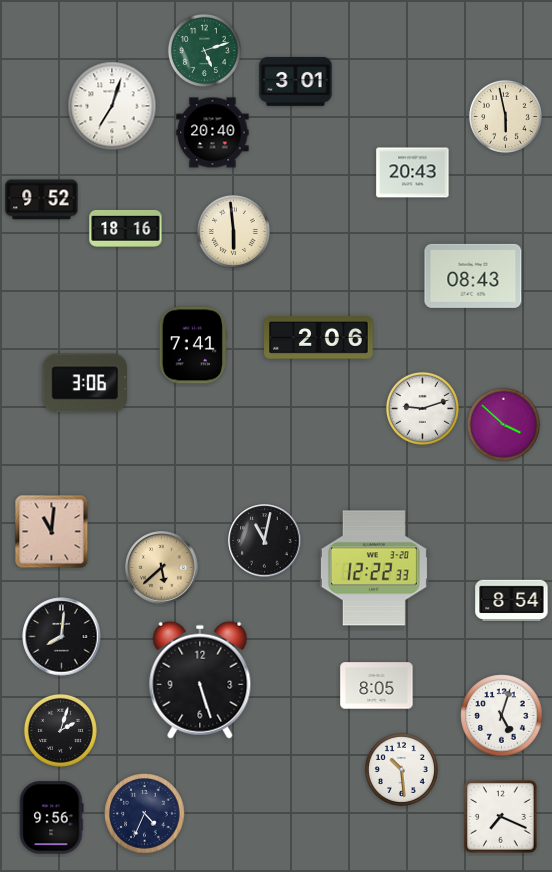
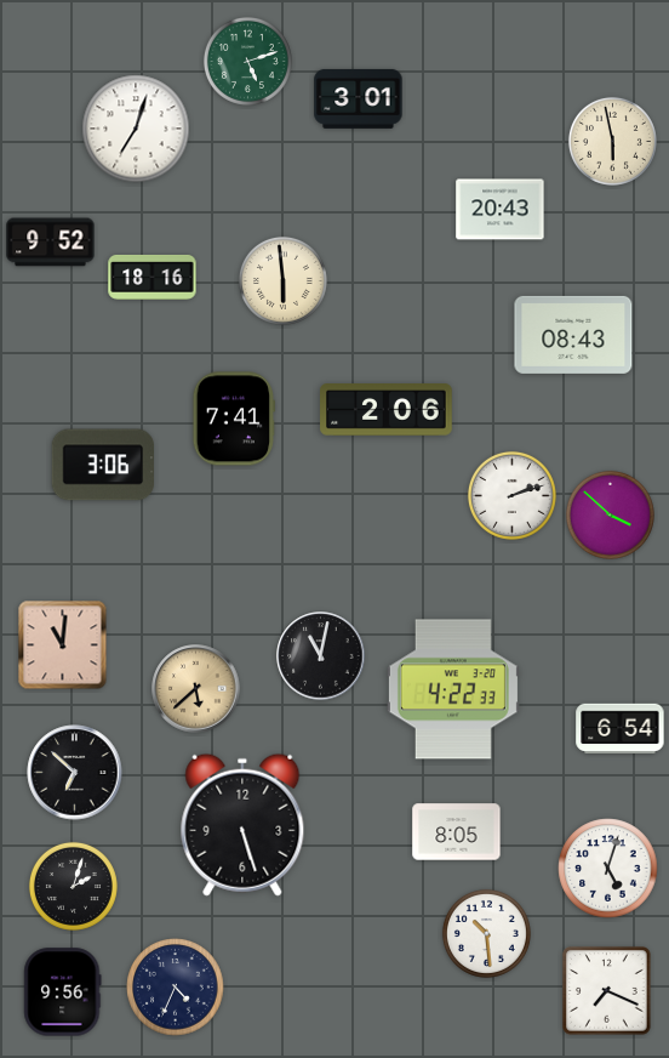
clock at (213, 133): 20:40 -> none
clock at (422, 408): 9:12 -> 2:12
clock at (374, 568): 12:22 -> 4:22
clock at (512, 600): 8:54 -> 6:54
clock at (62, 637): 8:01 -> 6:52
